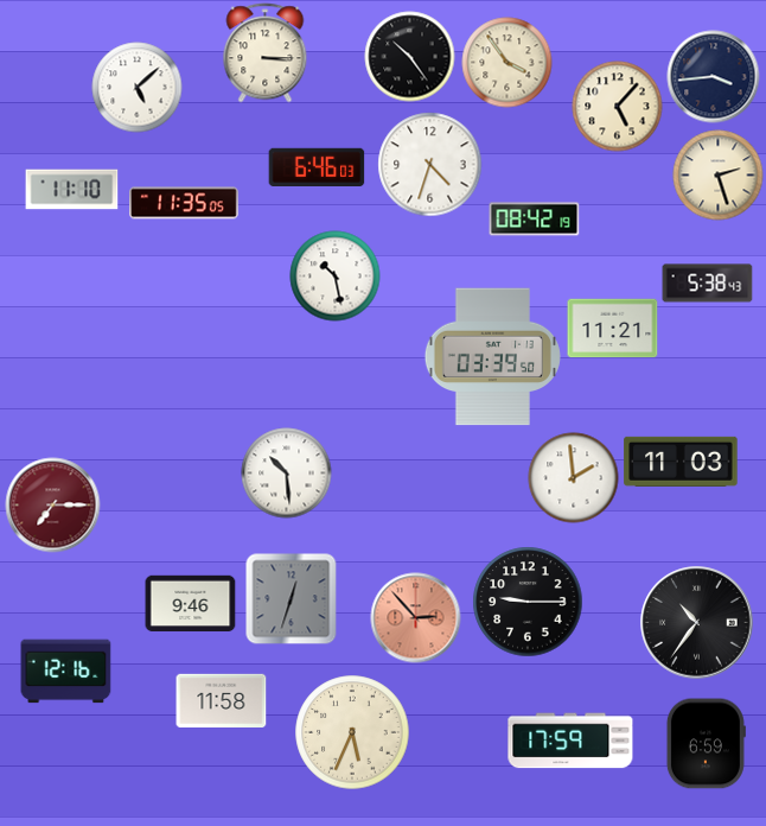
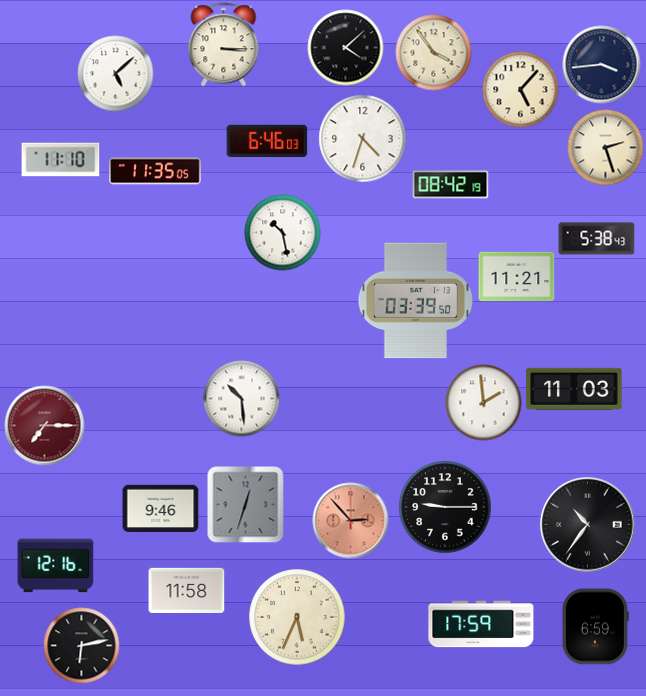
clock at (410, 57): 10:24 -> 4:08
clock at (508, 63) position: (508, 63) -> (434, 53)
clock at (82, 646): none -> 6:13
